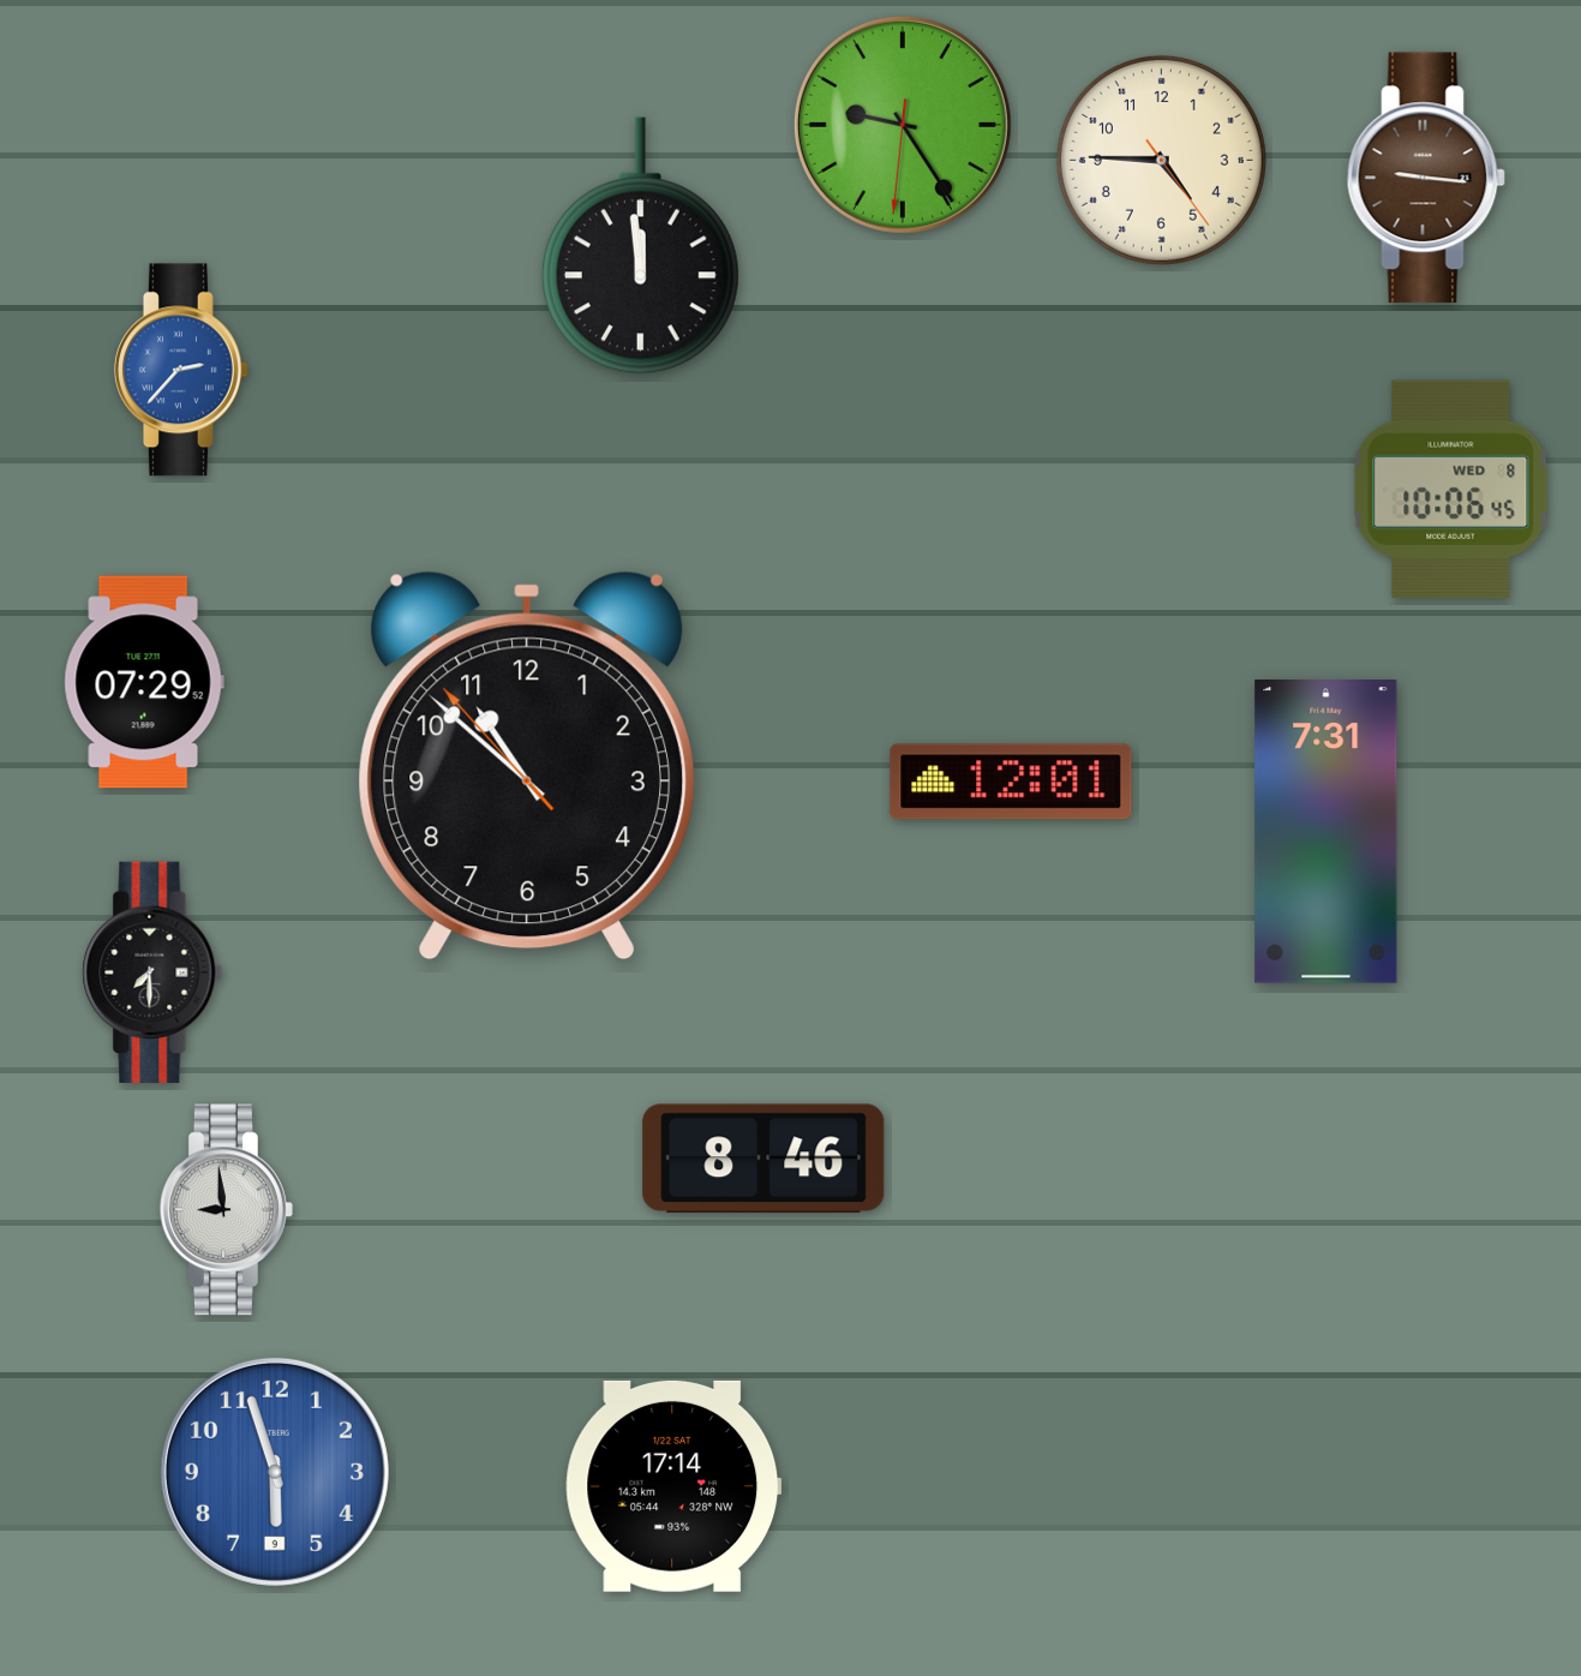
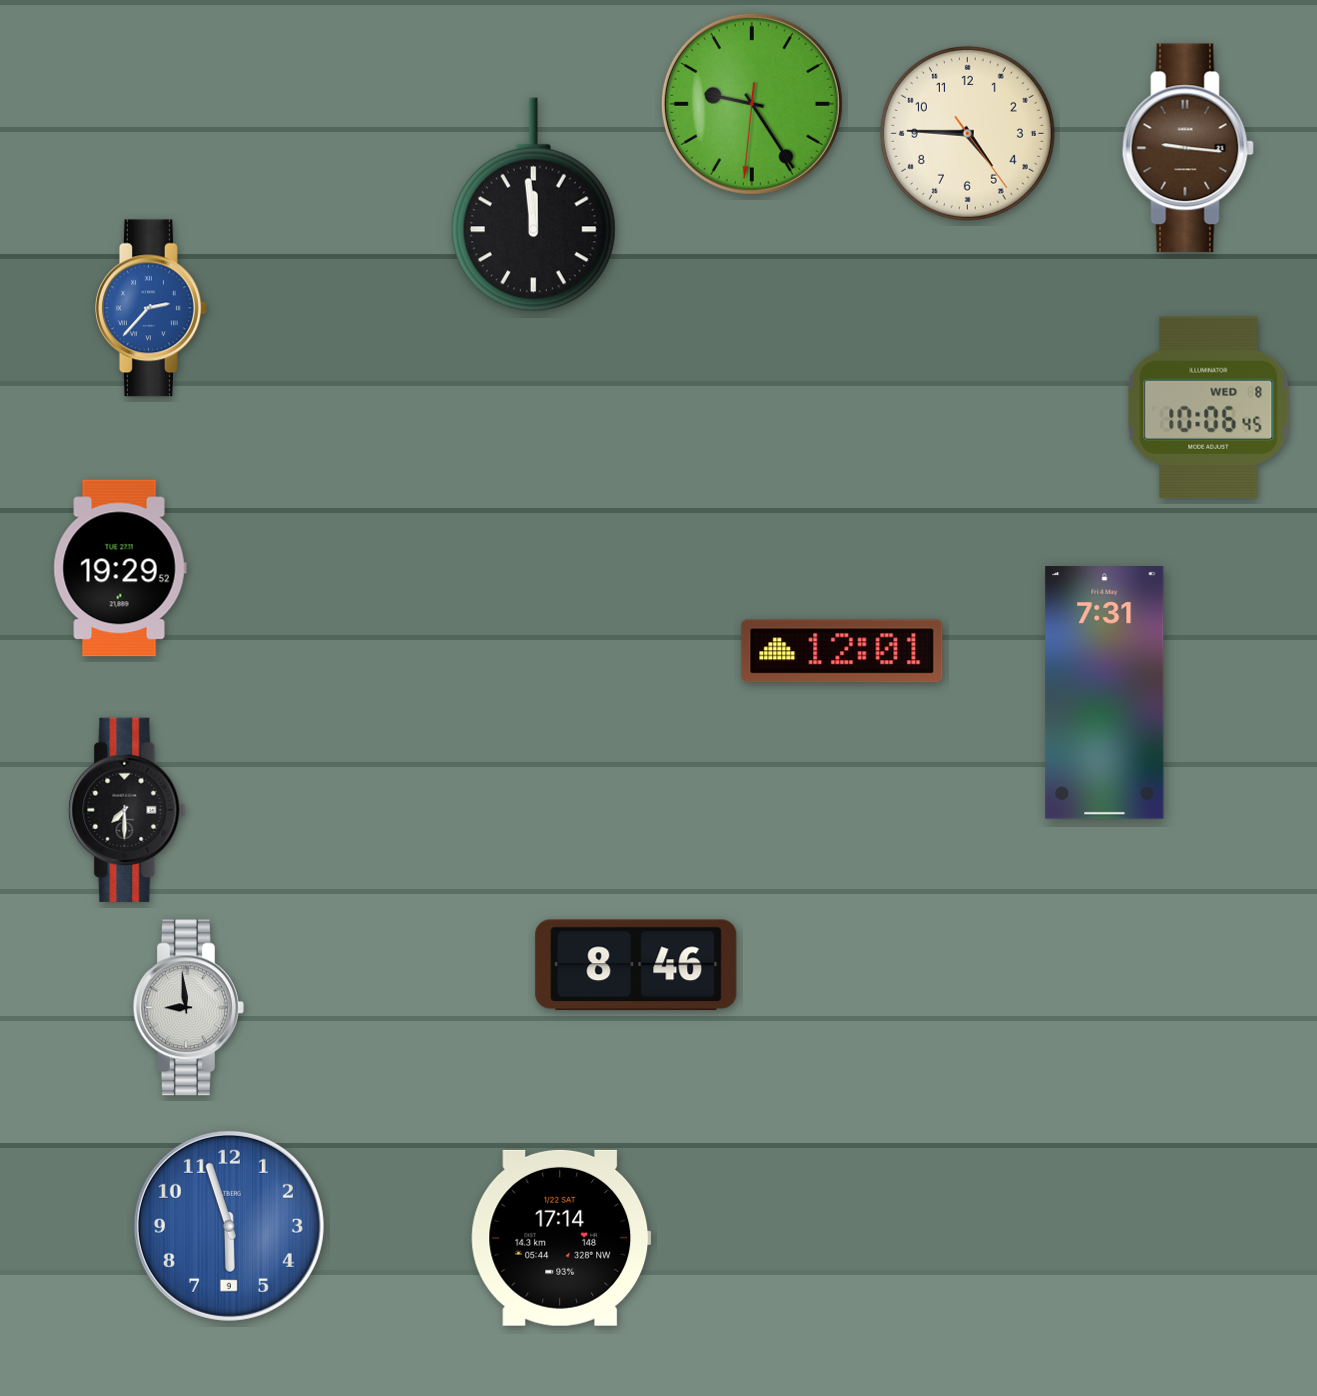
clock at (144, 682): 07:29 -> 19:29
clock at (527, 766): 10:51 -> none
